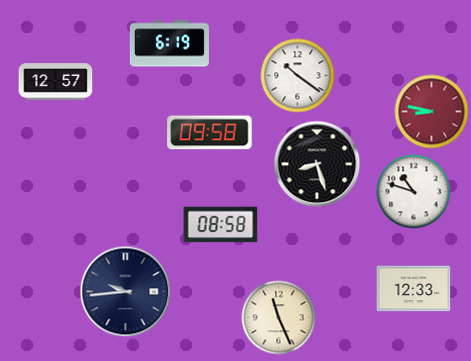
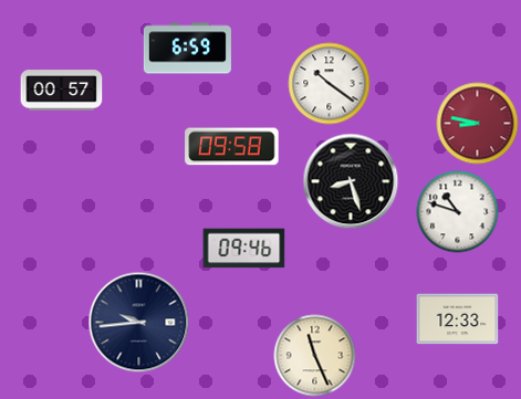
clock at (169, 44): 6:19 -> 6:59
clock at (56, 82): 12:57 -> 00:57
clock at (221, 225): 08:58 -> 09:46
clock at (279, 318) position: (279, 318) -> (315, 356)
